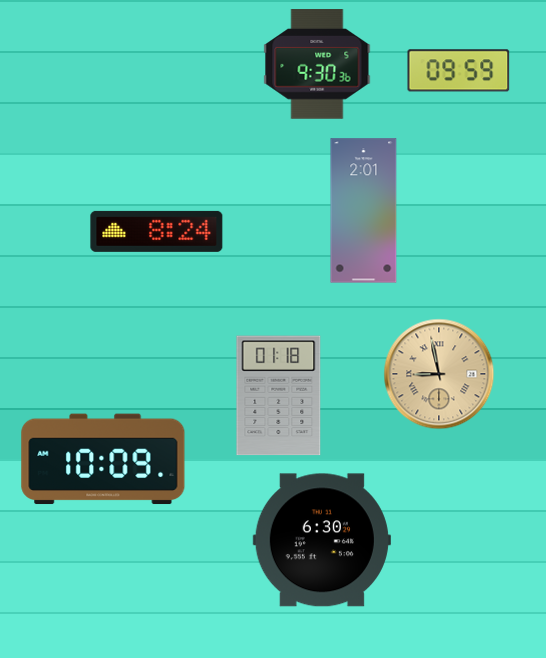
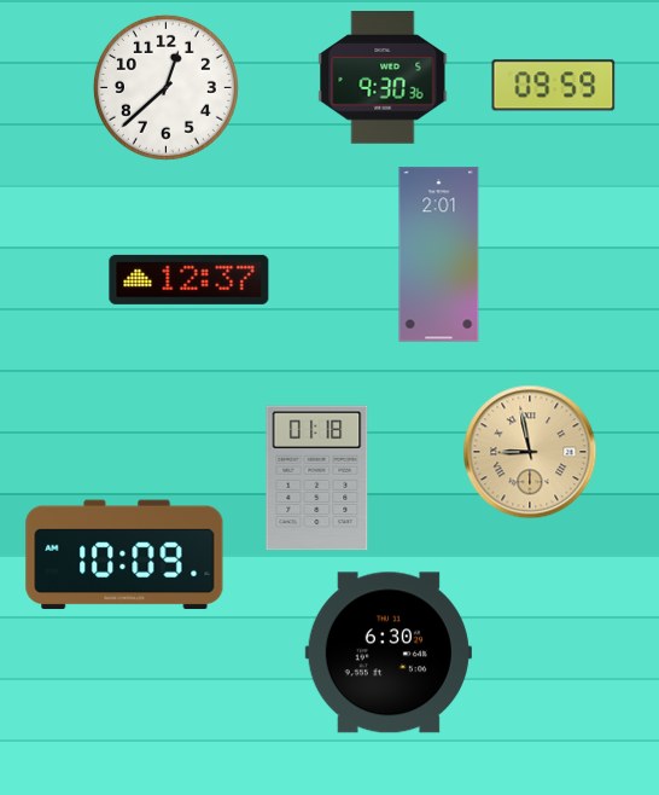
clock at (165, 87): none -> 12:38
clock at (157, 231): 8:24 -> 12:37
clock at (279, 396) position: (279, 396) -> (317, 478)
